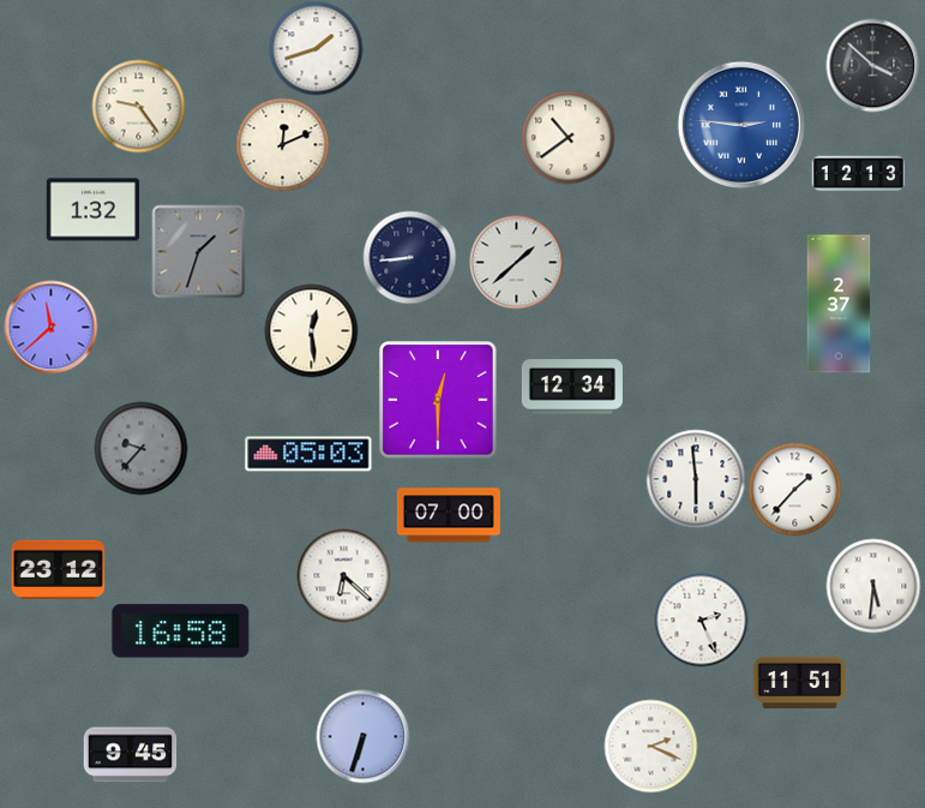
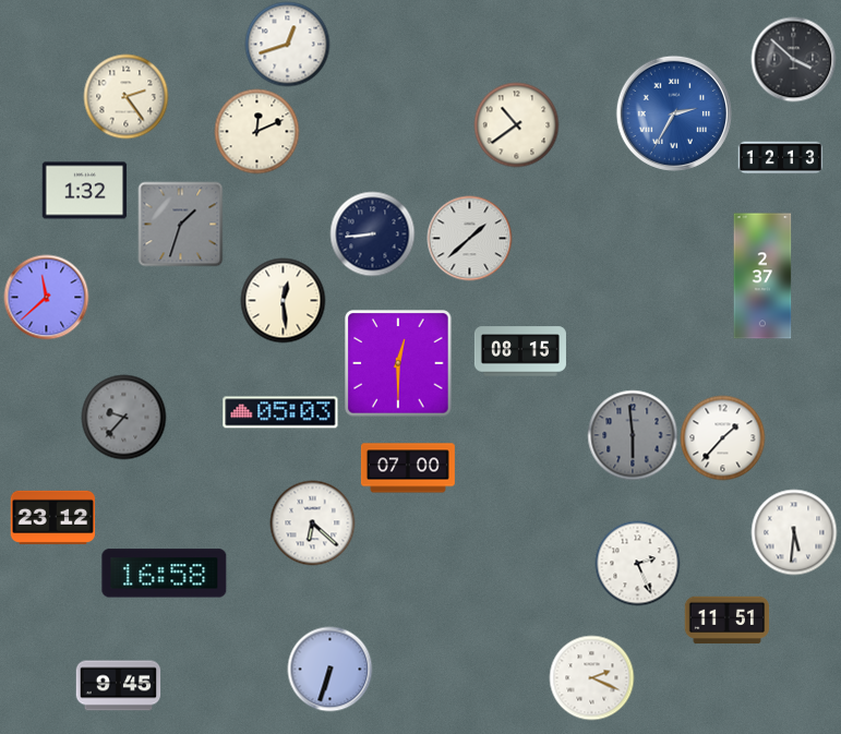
clock at (316, 48): 1:42 -> 12:42
clock at (138, 106): 9:24 -> 2:24
clock at (741, 125): 2:46 -> 2:35
clock at (198, 251) position: (198, 251) -> (180, 224)
clock at (572, 387): 12:34 -> 08:15
clock at (140, 448) position: (140, 448) -> (123, 417)
clock at (696, 479) dial: white -> grey
clock at (794, 489) position: (794, 489) -> (722, 437)
